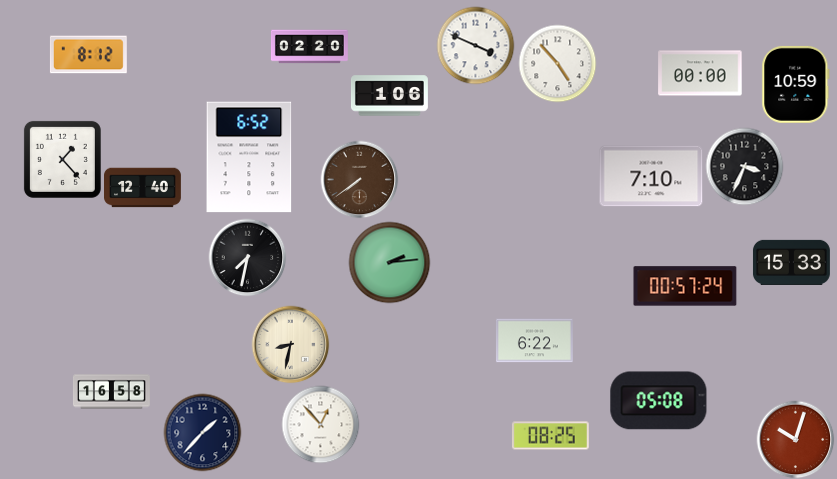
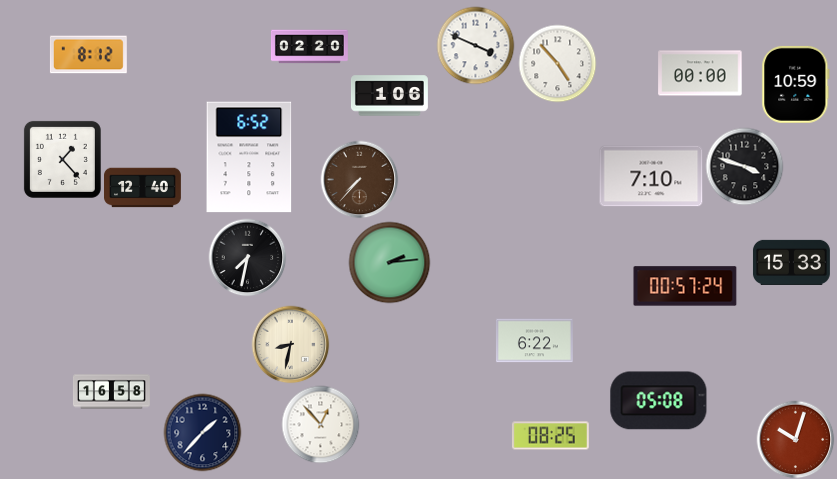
clock at (744, 166): 3:34 -> 3:48
clock at (359, 179): 7:39 -> 7:37
